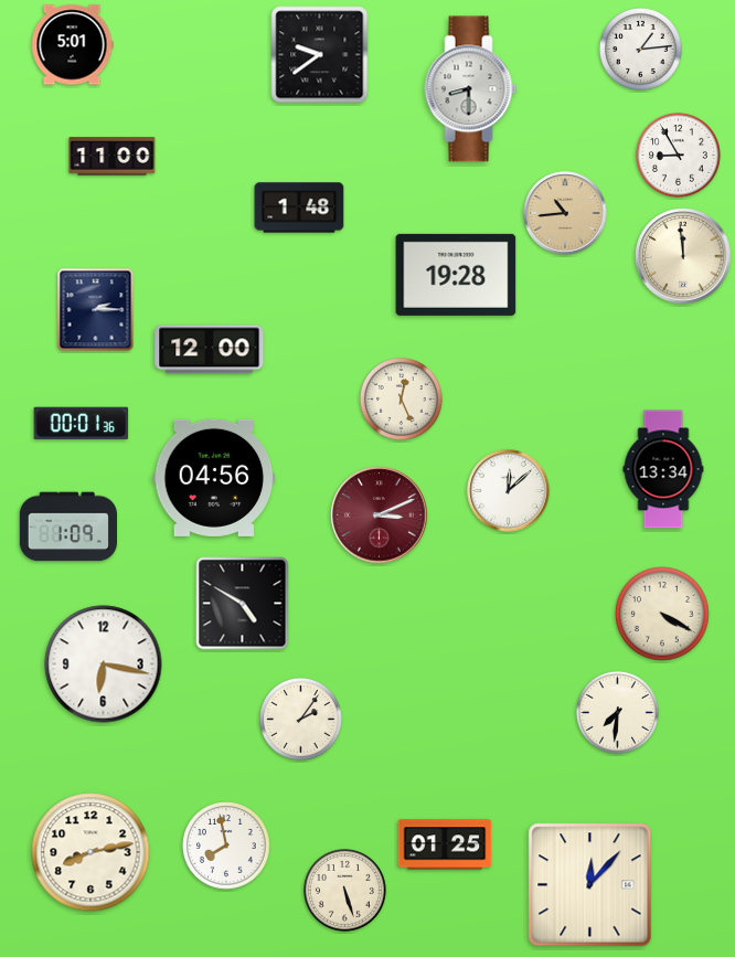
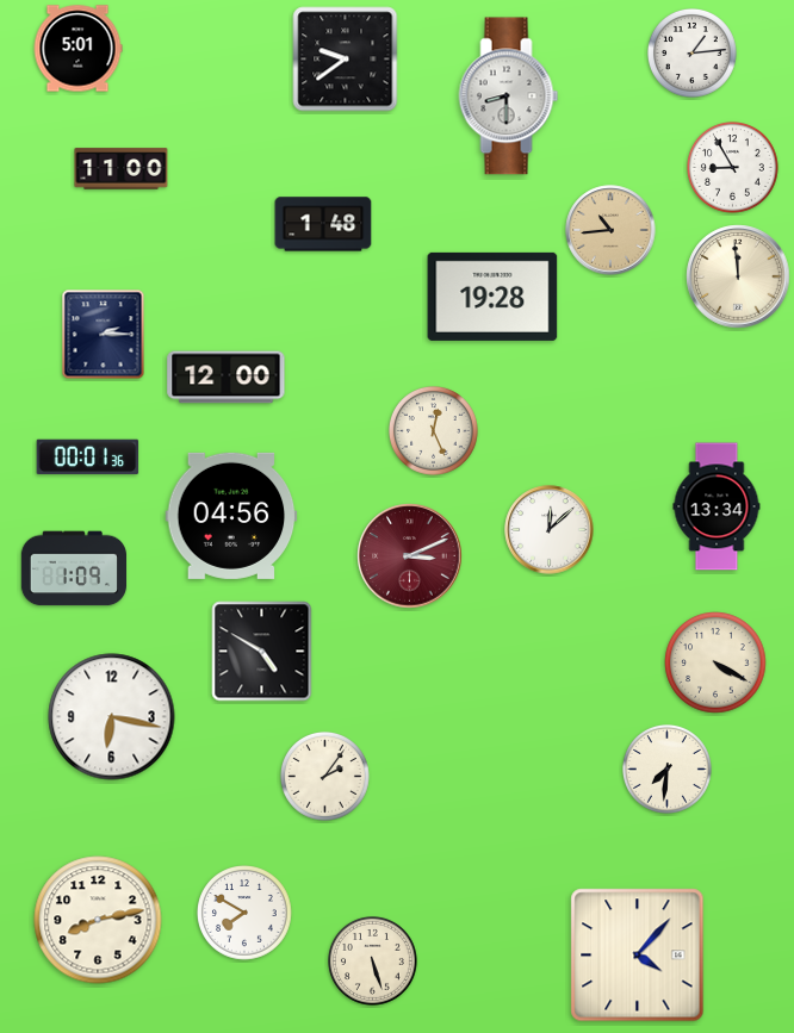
clock at (445, 844): 01:25 -> none
clock at (227, 847): 7:58 -> 7:50
clock at (590, 885): 12:07 -> 4:07
